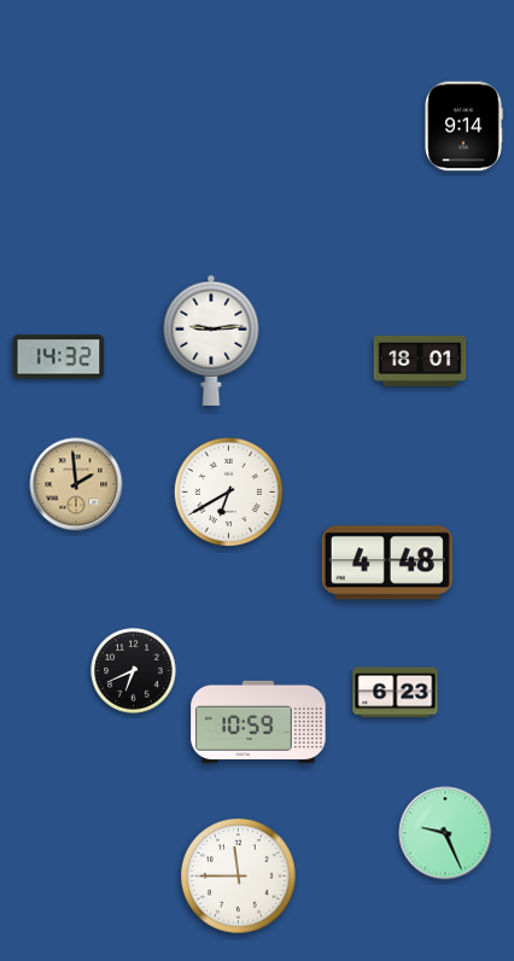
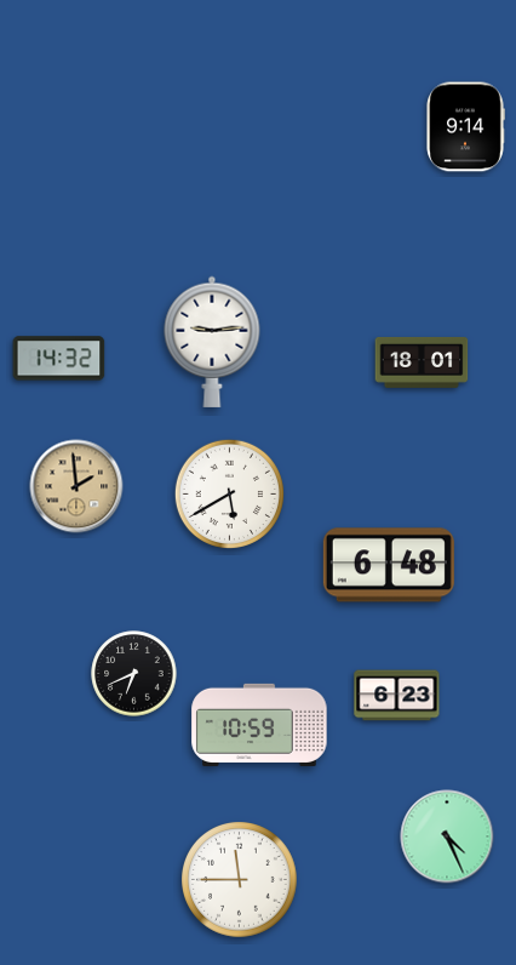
clock at (228, 491): 6:40 -> 5:40
clock at (387, 563): 4:48 -> 6:48
clock at (445, 833): 9:26 -> 4:26
